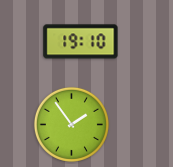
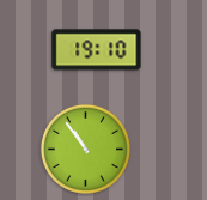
clock at (71, 124): 1:54 -> 10:54
